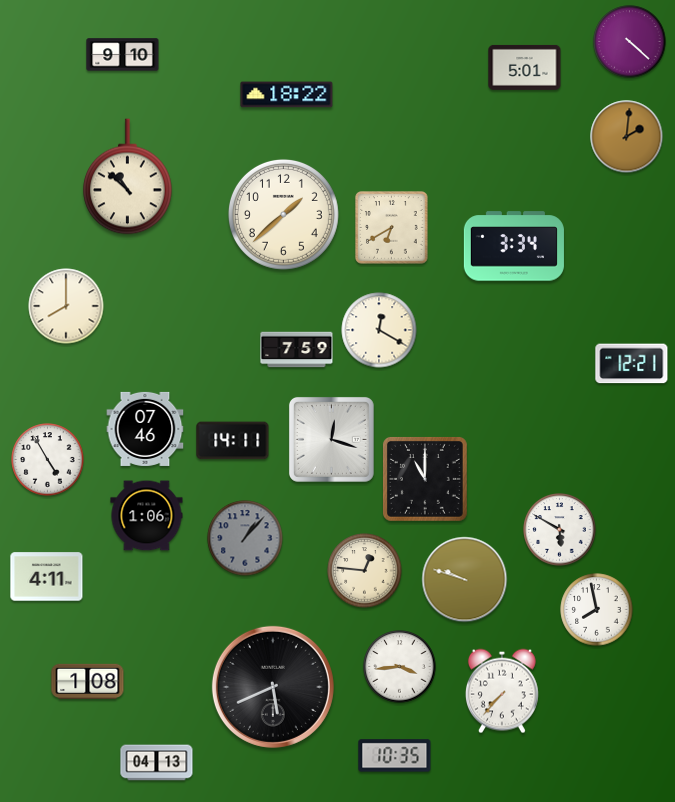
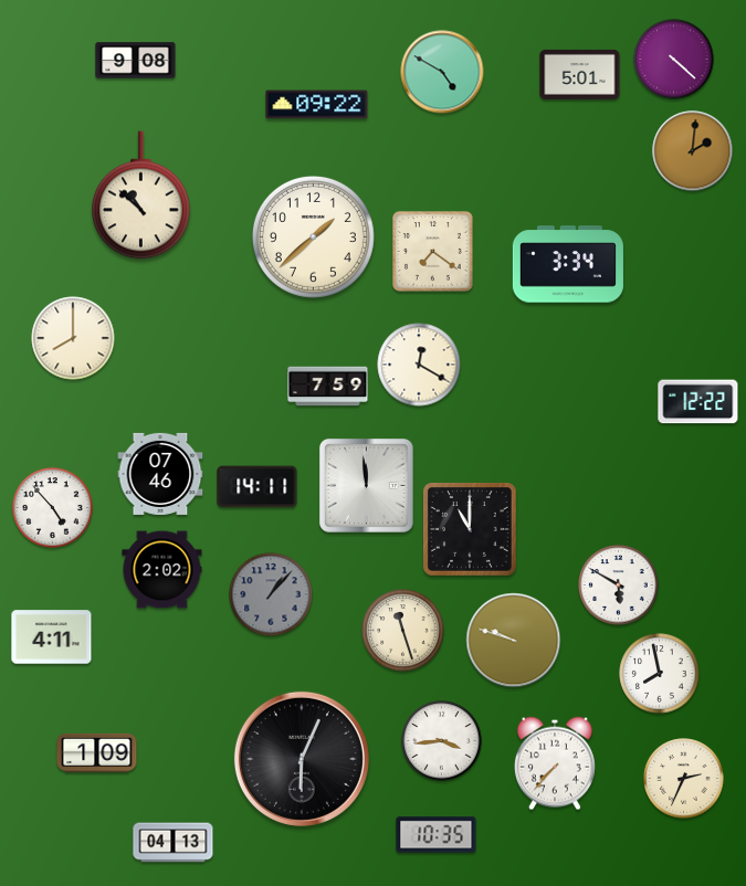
clock at (630, 42) position: (630, 42) -> (674, 60)
clock at (123, 55): 9:10 -> 9:08
clock at (442, 72): none -> 4:50
clock at (287, 95): 18:22 -> 09:22
clock at (392, 228): 6:40 -> 7:21
clock at (514, 246) position: (514, 246) -> (568, 264)
clock at (632, 364): 12:21 -> 12:22
clock at (331, 439): 12:18 -> 11:59
clock at (48, 460): 4:55 -> 4:53
clock at (147, 516): 1:06 -> 2:02
clock at (365, 571): 12:46 -> 11:27
clock at (400, 667) position: (400, 667) -> (442, 741)
clock at (88, 682): 1:08 -> 1:09
clock at (273, 687): 5:41 -> 6:04
clock at (684, 779): none -> 2:34
